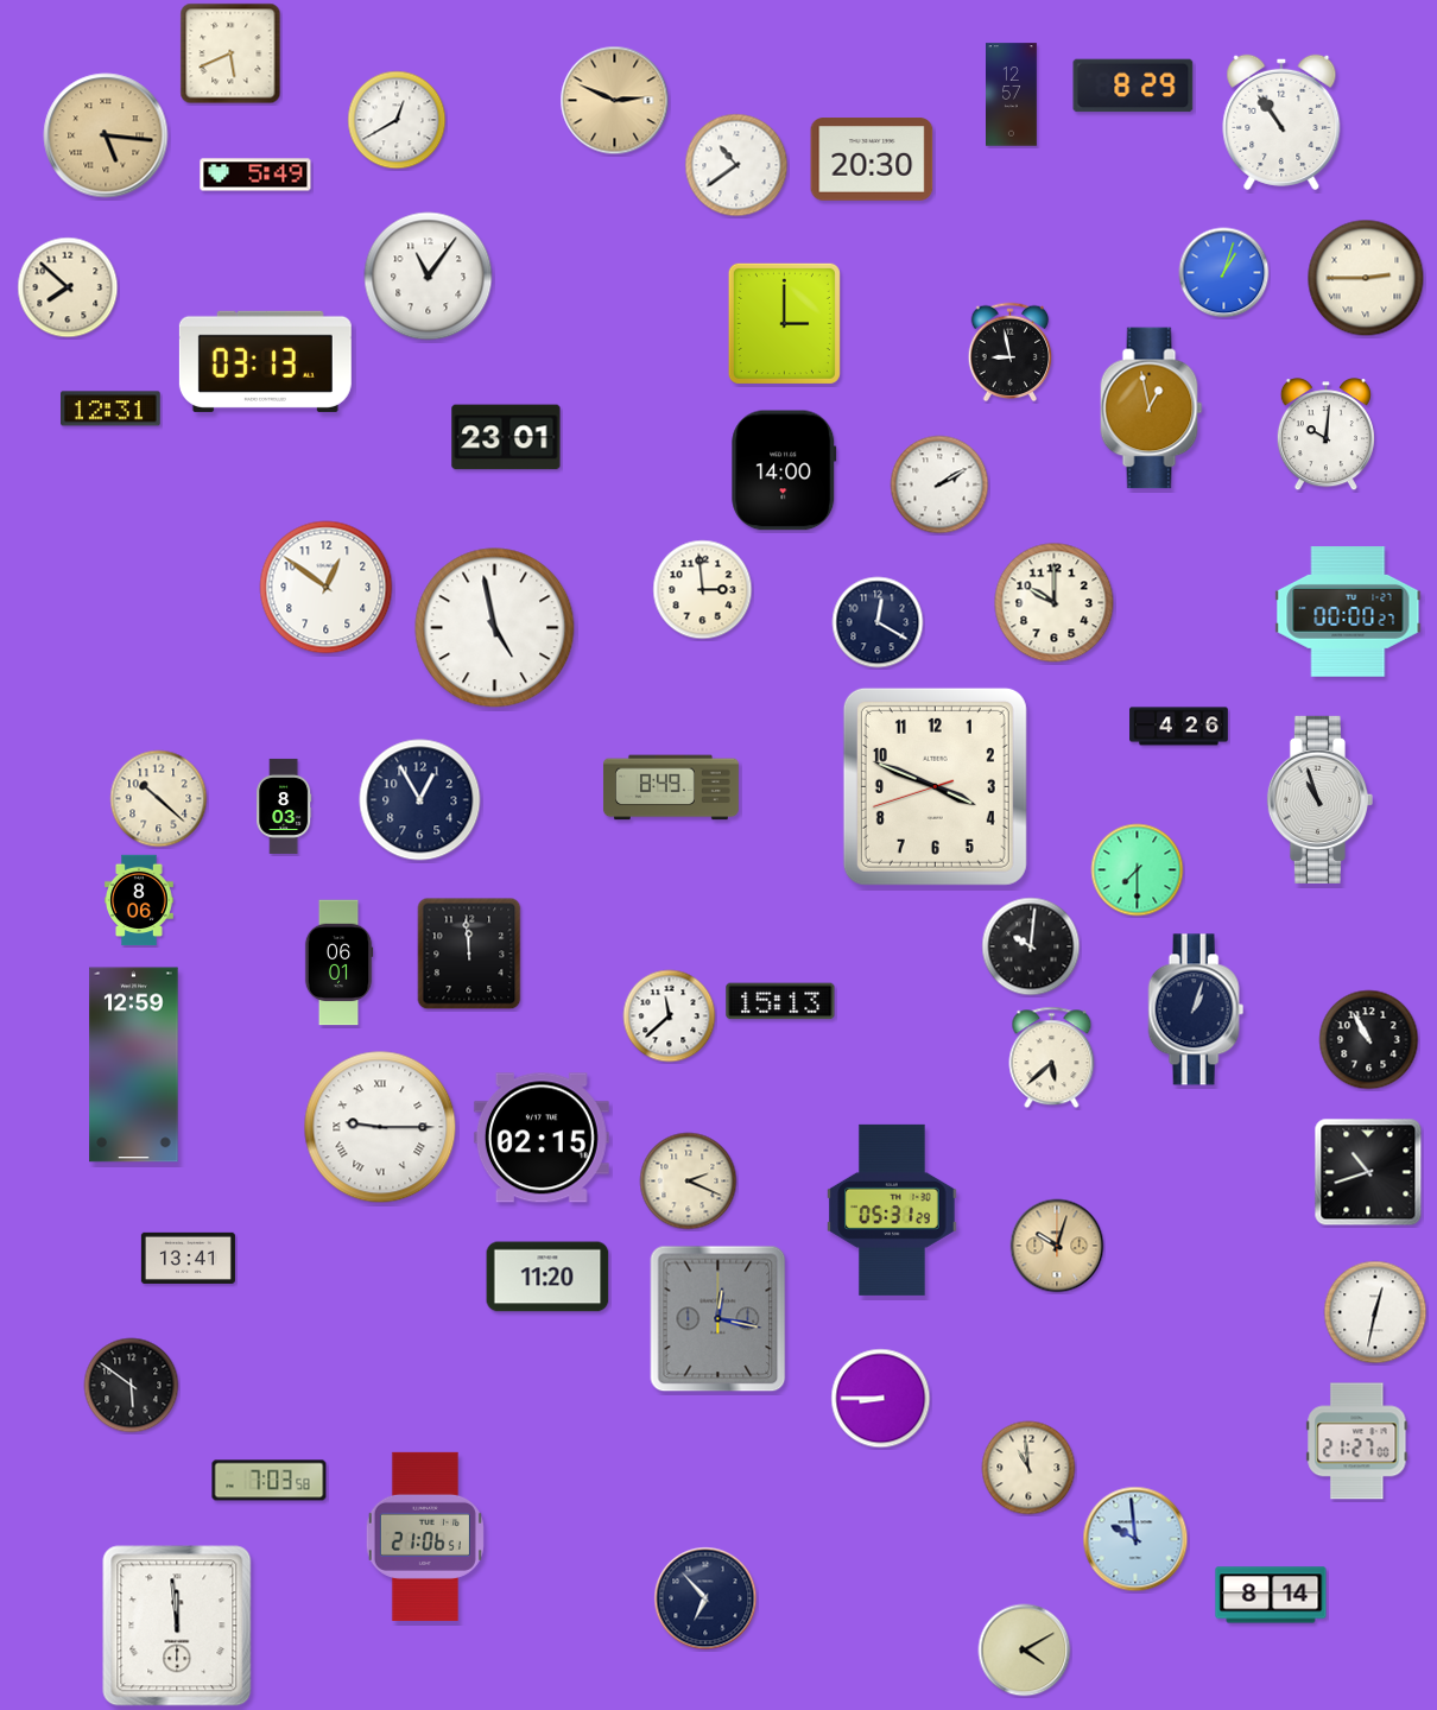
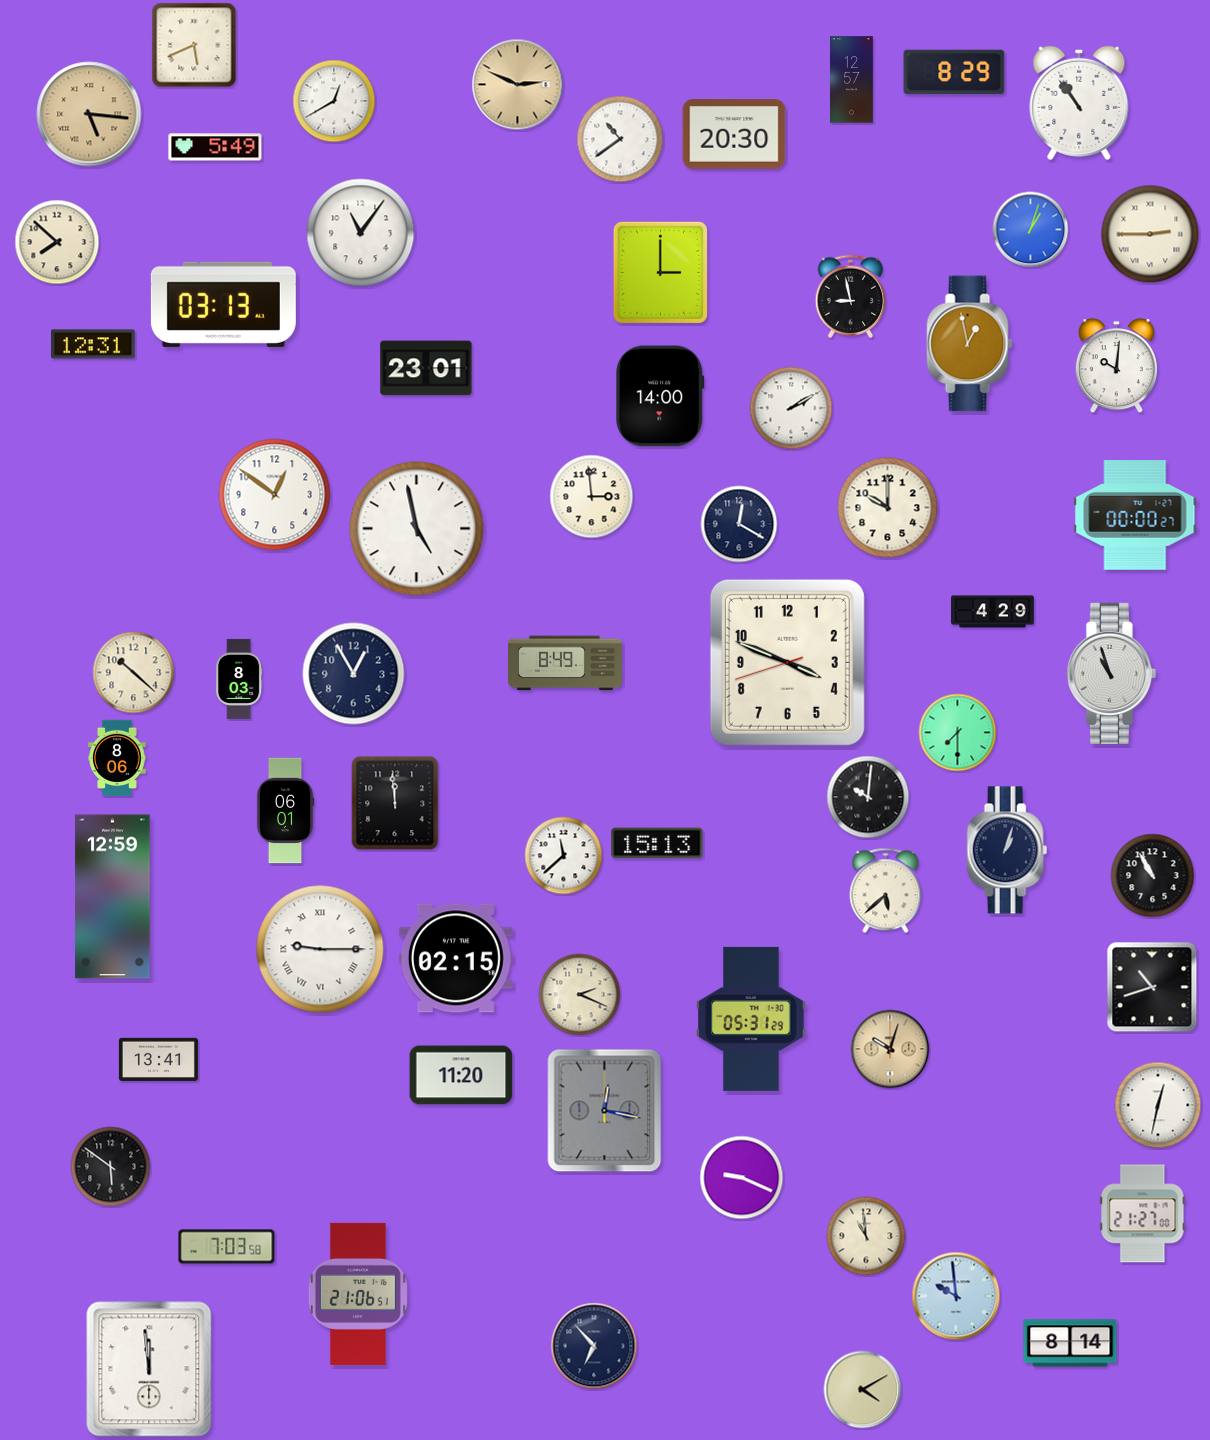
clock at (1179, 727): 4:26 -> 4:29
clock at (881, 1399): 8:45 -> 9:19
